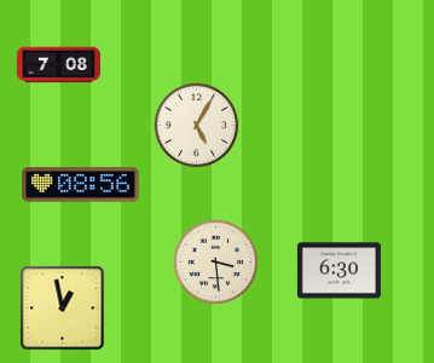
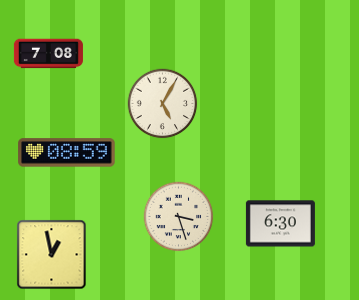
clock at (81, 185): 08:56 -> 08:59
clock at (216, 263): 3:29 -> 3:27
